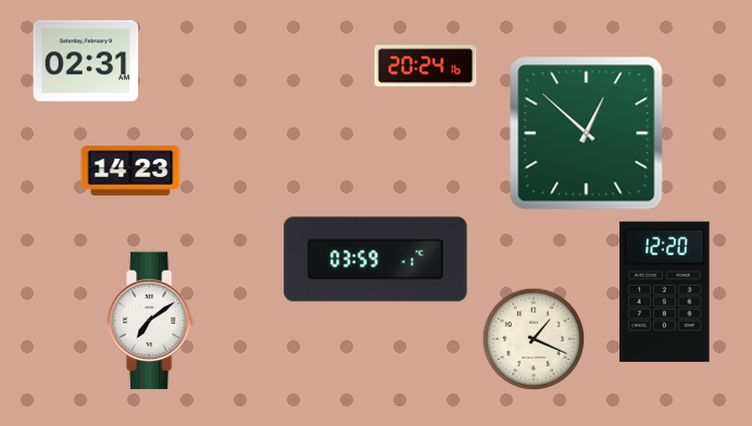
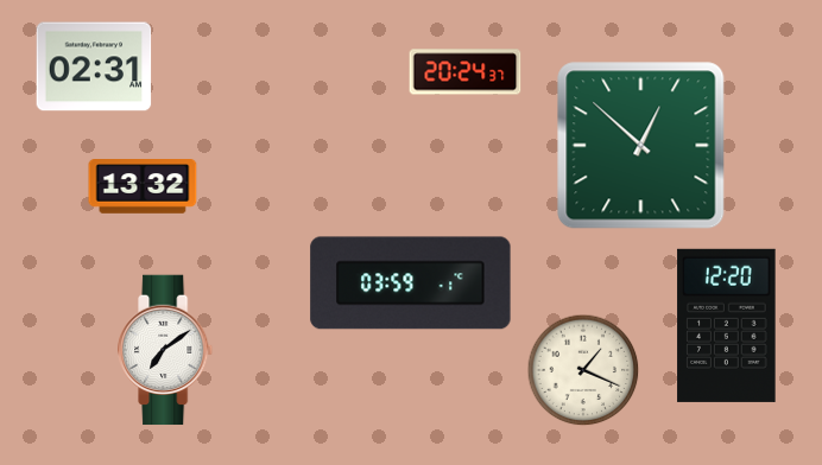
clock at (426, 66): 20:24:16 -> 20:24:37
clock at (130, 172): 14:23 -> 13:32
clock at (665, 291) position: (665, 291) -> (727, 325)
